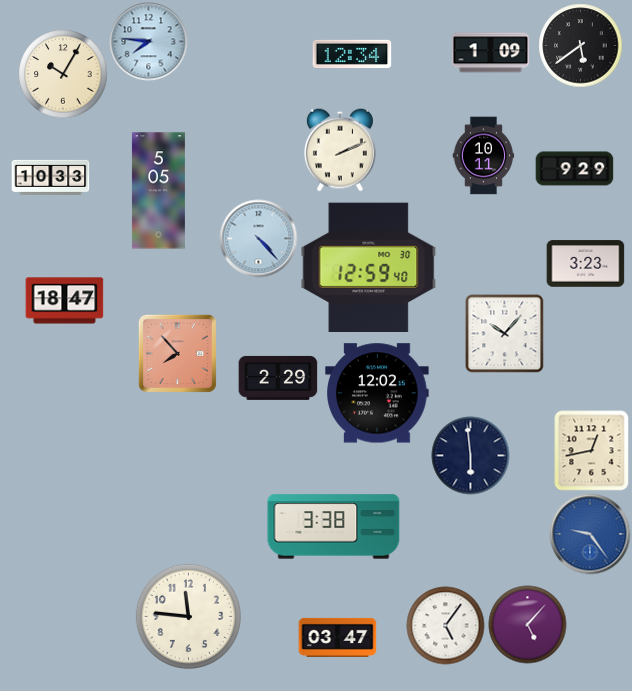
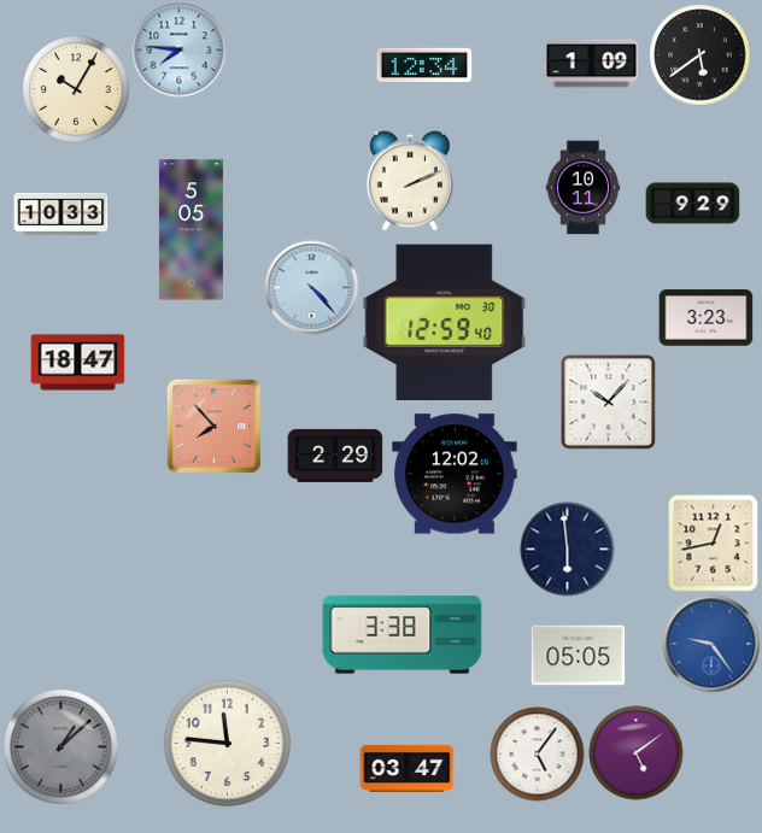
clock at (578, 656): none -> 05:05
clock at (60, 746): none -> 1:08
clock at (527, 624): 5:07 -> 5:09
